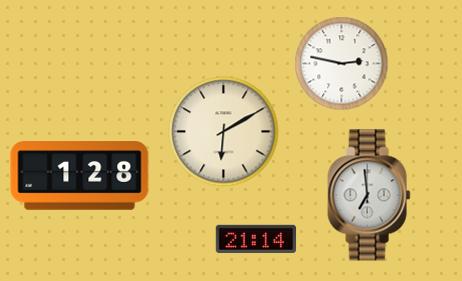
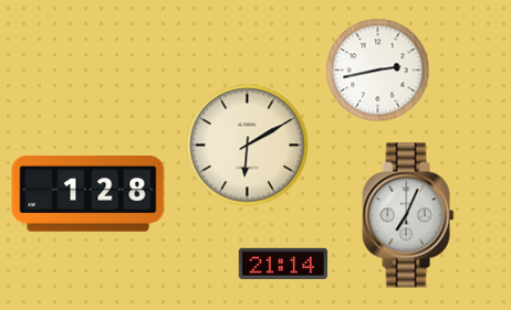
clock at (342, 64): 2:47 -> 2:43
clock at (369, 195): 6:59 -> 7:04
